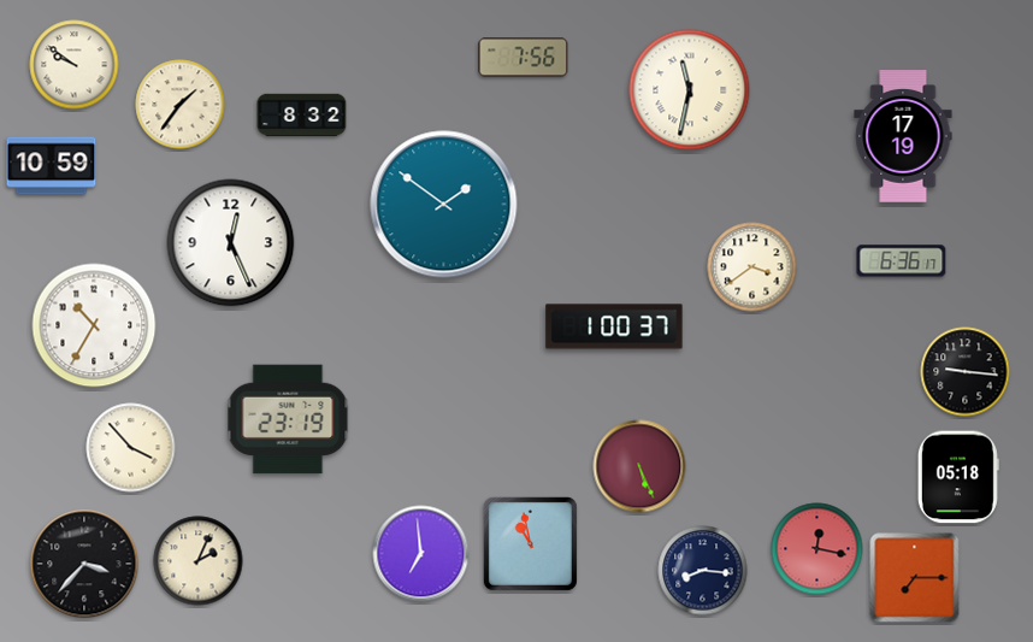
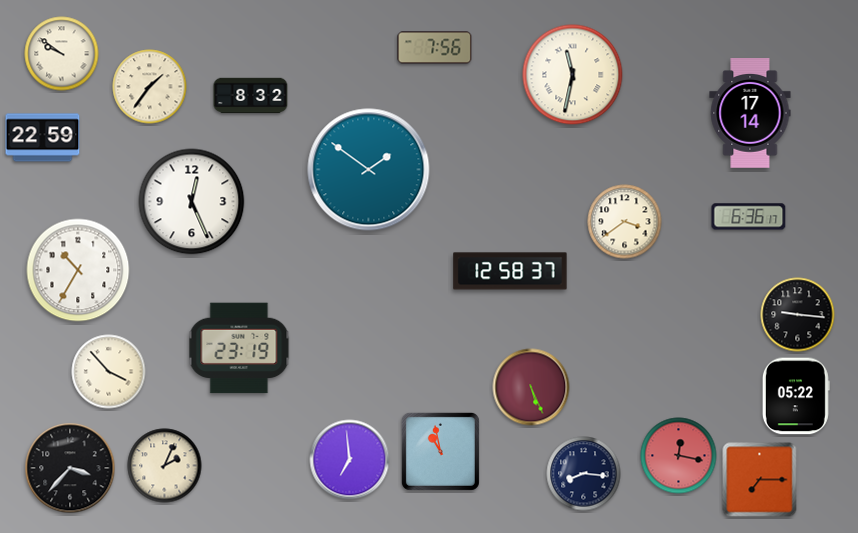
clock at (903, 136): 17:19 -> 17:14
clock at (52, 166): 10:59 -> 22:59
clock at (614, 326): 1:00 -> 12:58
clock at (966, 372) position: (966, 372) -> (798, 315)
clock at (958, 477): 05:18 -> 05:22
